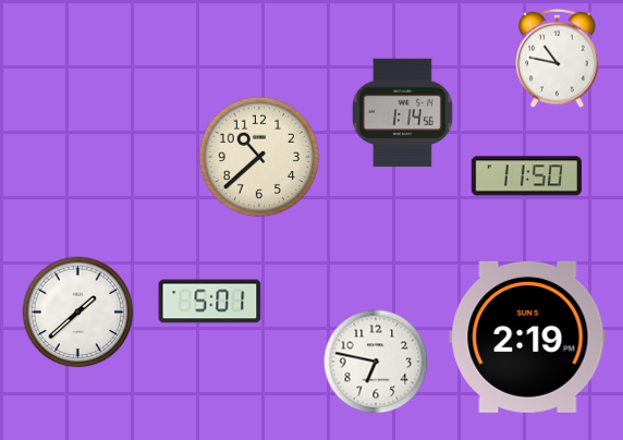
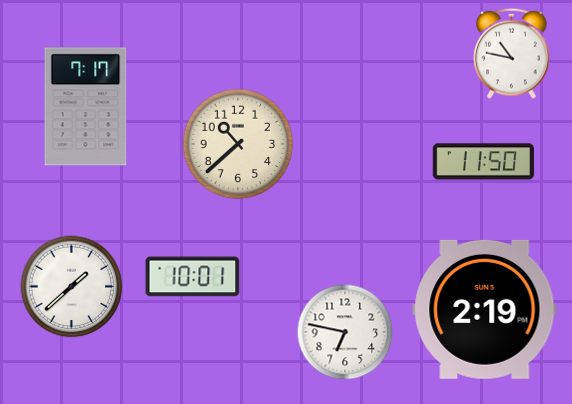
clock at (402, 113): 1:14 -> none
clock at (86, 107): none -> 7:17
clock at (210, 302): 5:01 -> 10:01
